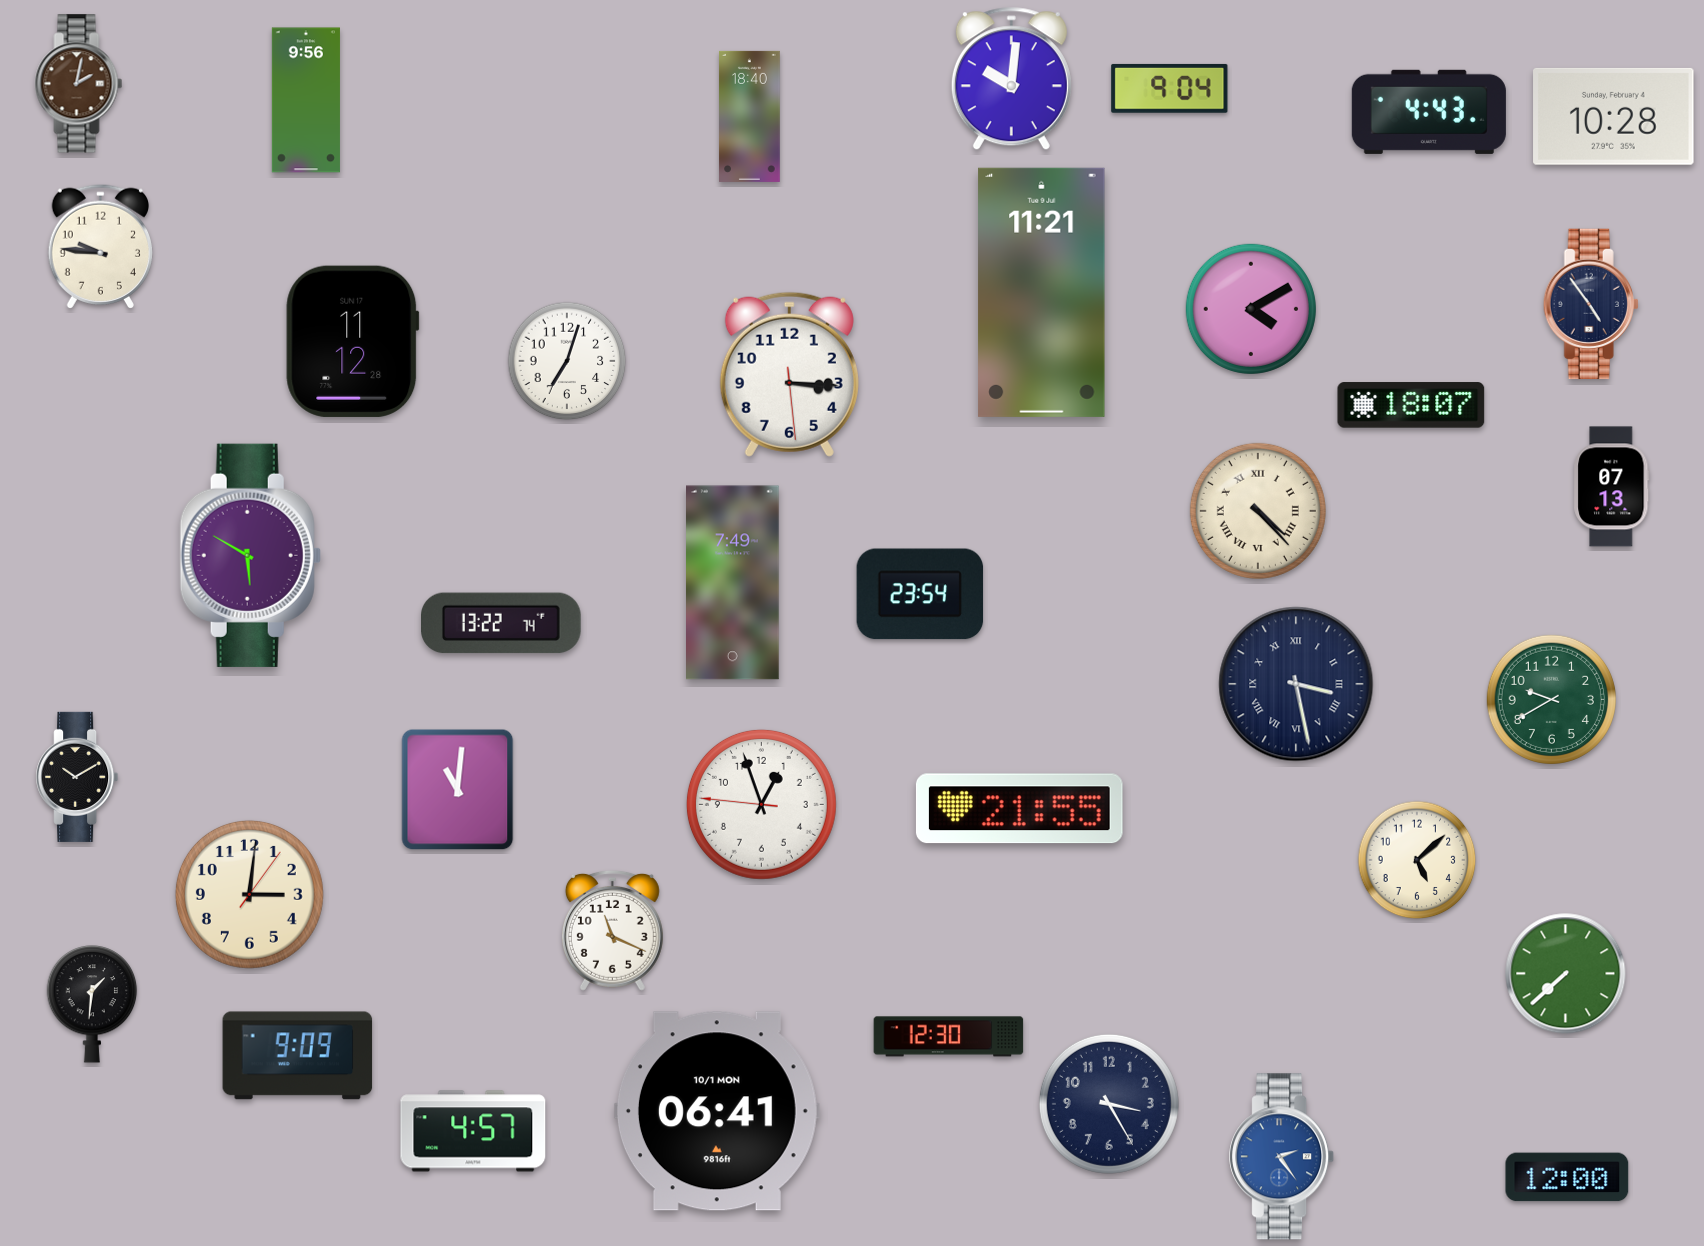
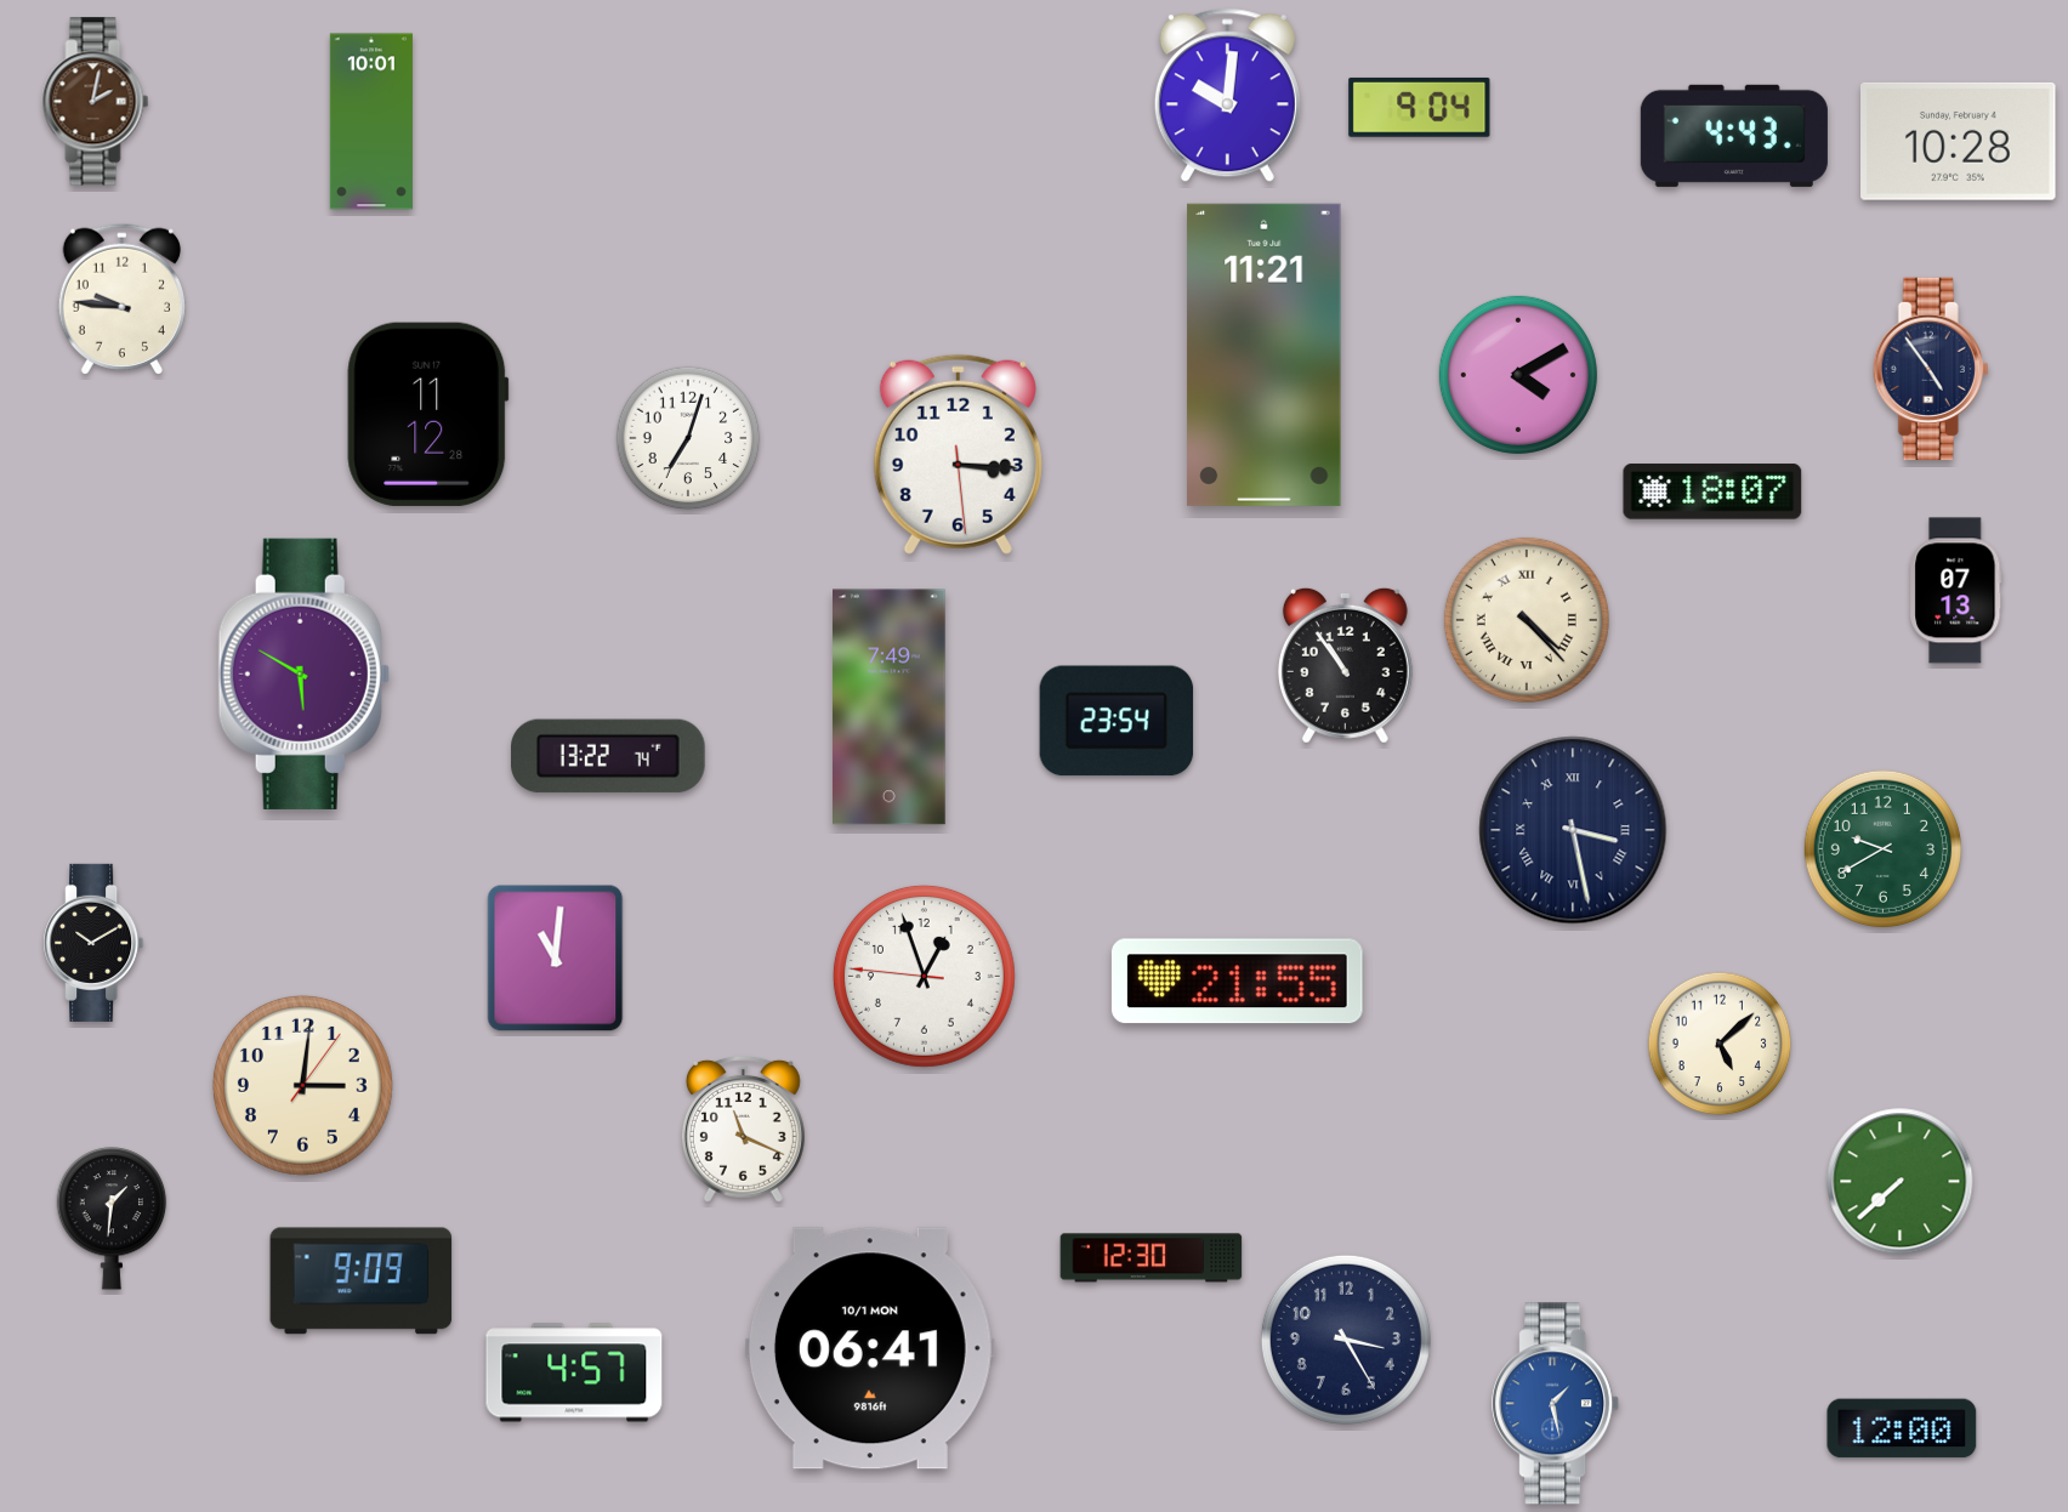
clock at (306, 100): 9:56 -> 10:01
clock at (750, 116): 18:40 -> none
clock at (1345, 665): none -> 10:54
clock at (1282, 1157): 2:24 -> 1:28
